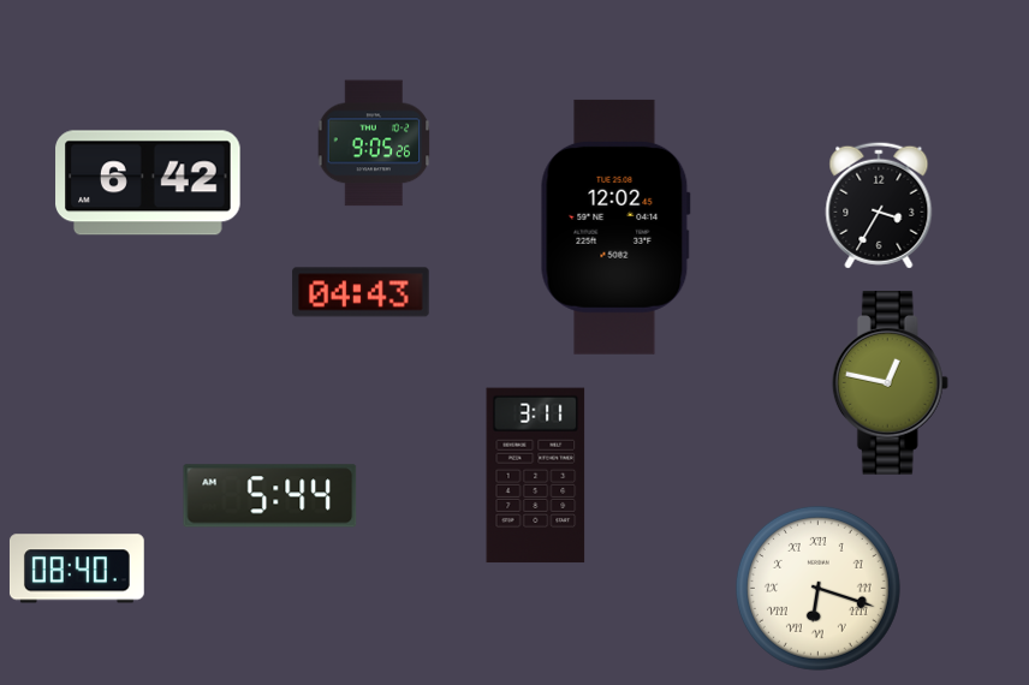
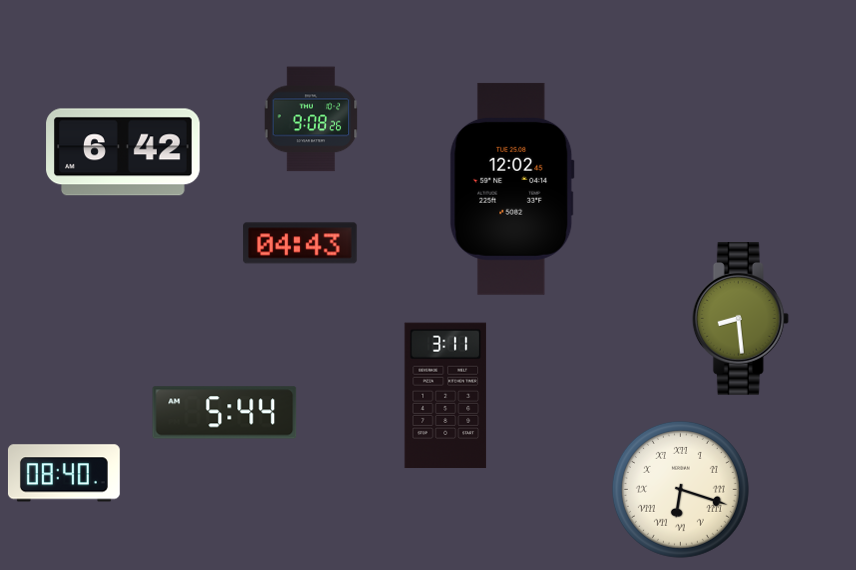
clock at (374, 143): 9:05 -> 9:08
clock at (879, 205): 3:35 -> none
clock at (890, 383): 12:47 -> 8:29
